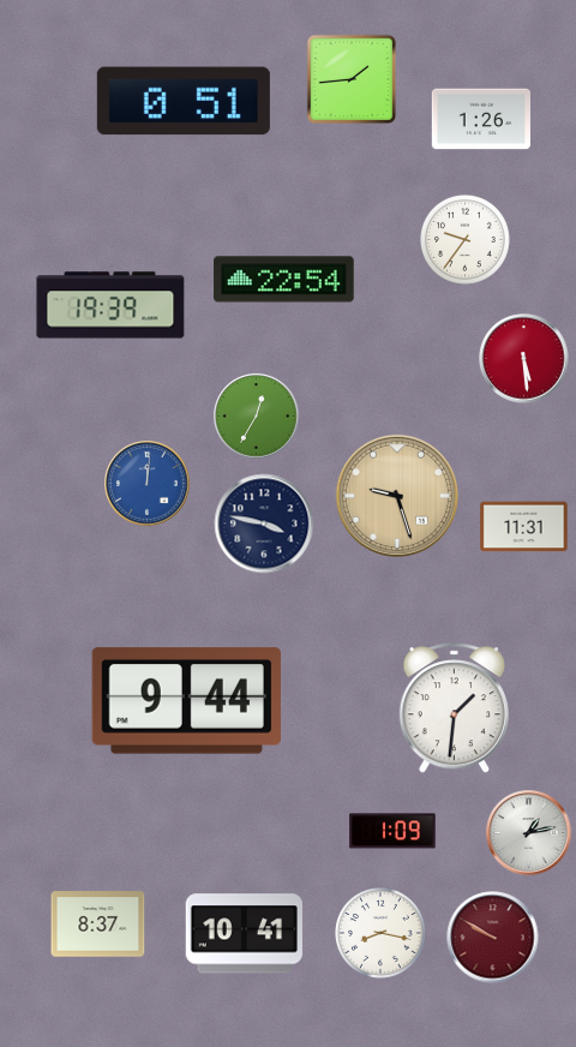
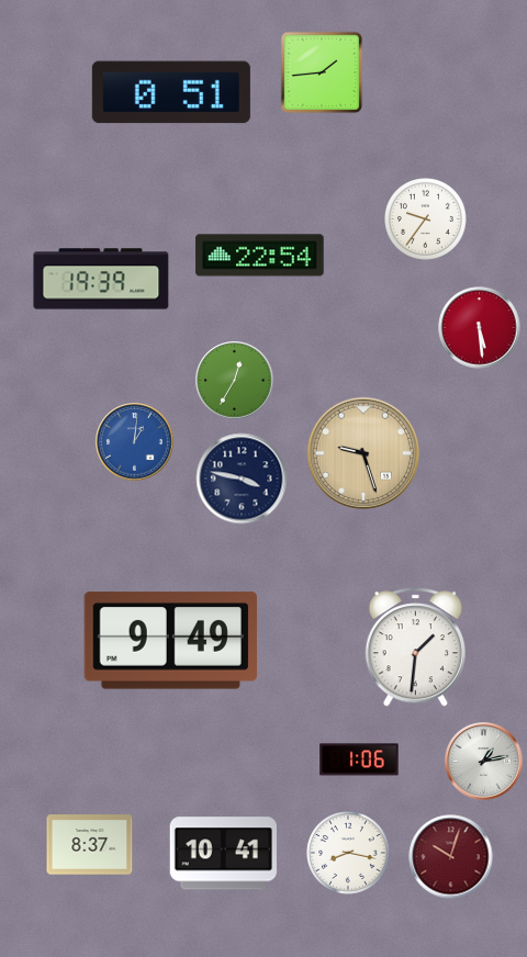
clock at (184, 101) position: (184, 101) -> (171, 92)
clock at (480, 119): 1:26 -> none
clock at (148, 484): 12:01 -> 1:01
clock at (524, 527): 11:31 -> none
clock at (186, 701): 9:44 -> 9:49
clock at (392, 831): 1:09 -> 1:06
clock at (493, 938): 9:50 -> 10:03
